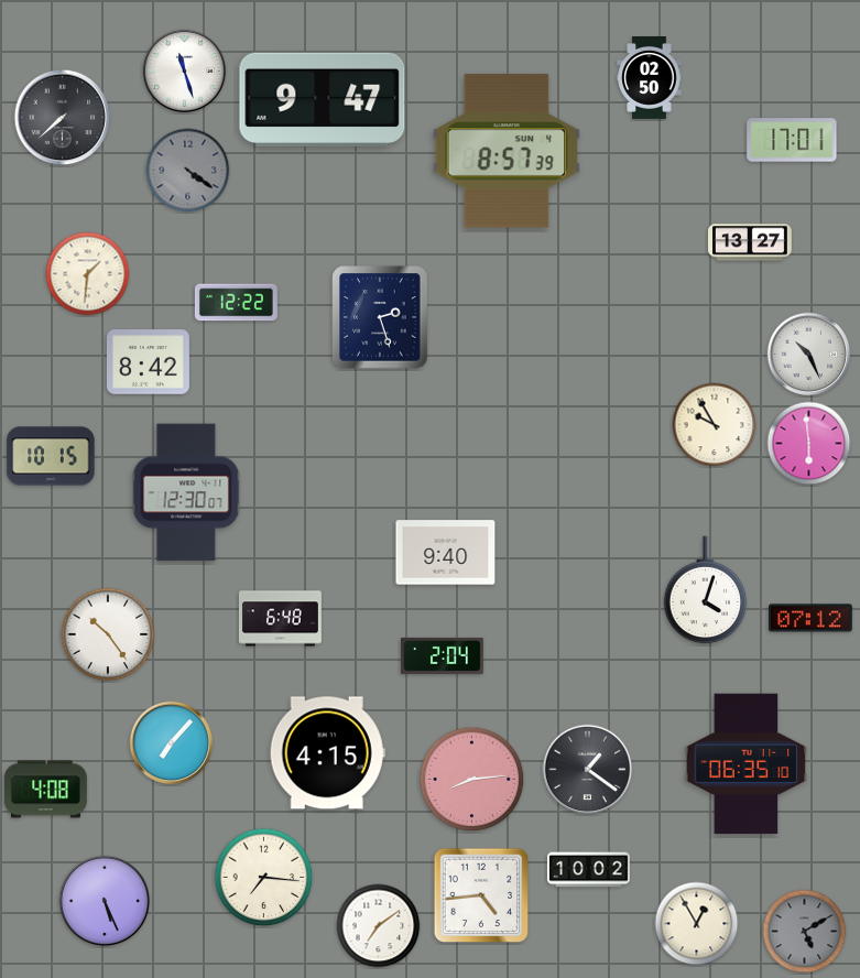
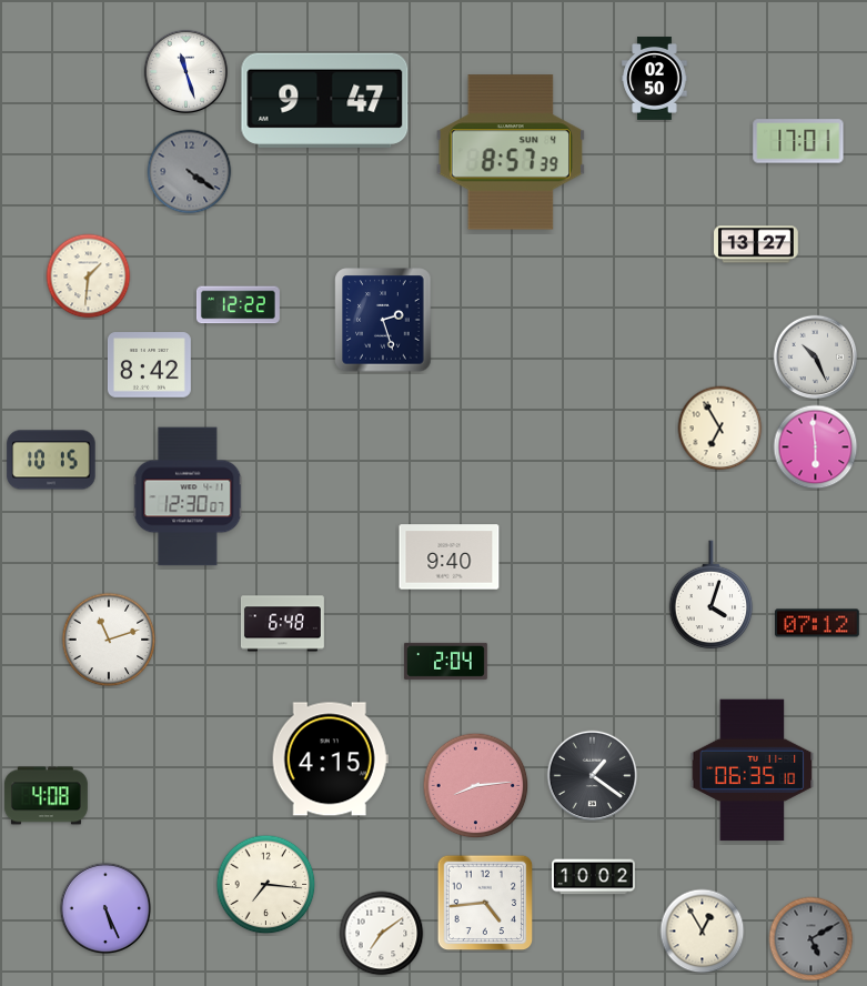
clock at (63, 118): 7:38 -> none
clock at (715, 425): 9:55 -> 6:55
clock at (108, 634): 10:24 -> 11:12
clock at (172, 743): 7:07 -> none
